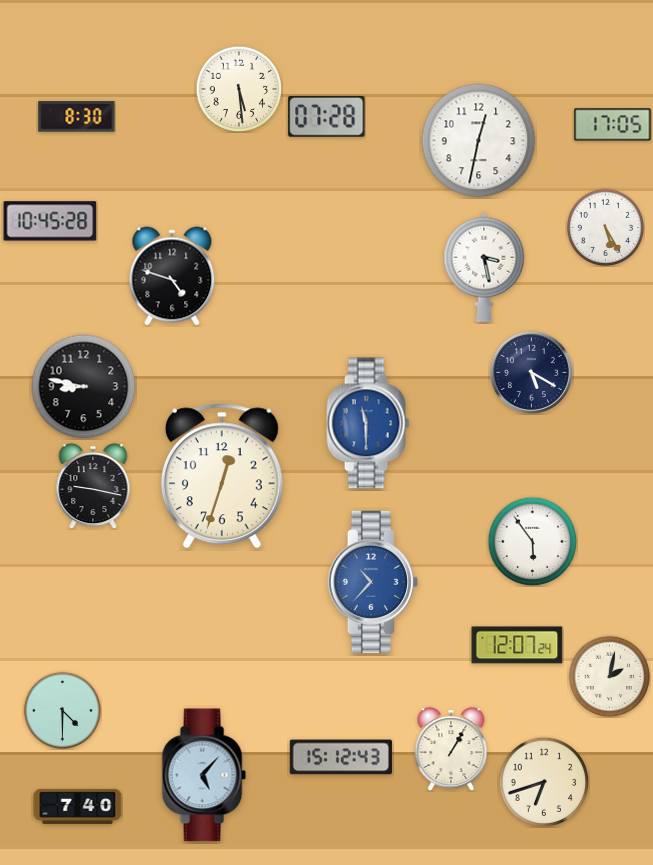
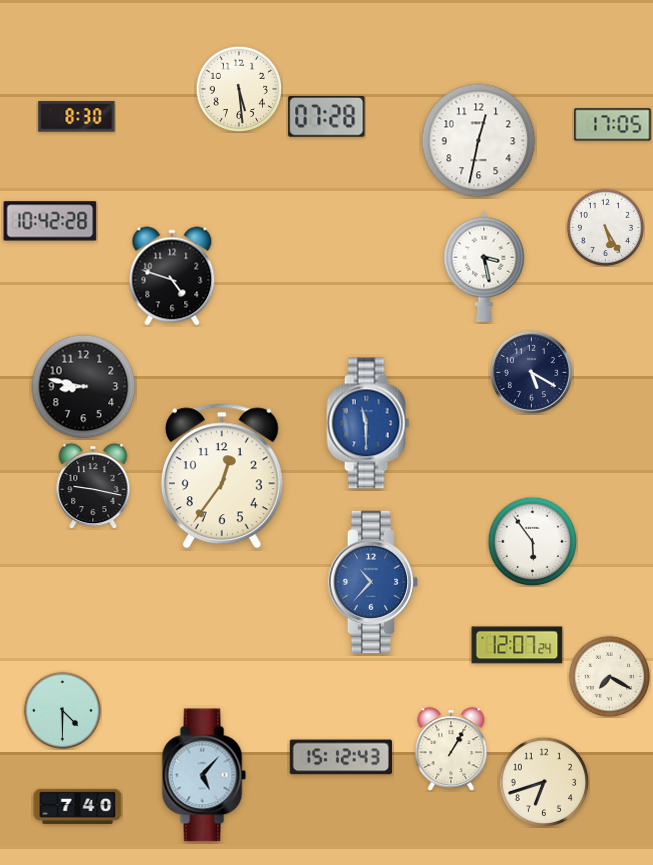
clock at (50, 221): 10:45 -> 10:42
clock at (222, 476): 12:33 -> 12:36
clock at (609, 676): 2:02 -> 7:20
